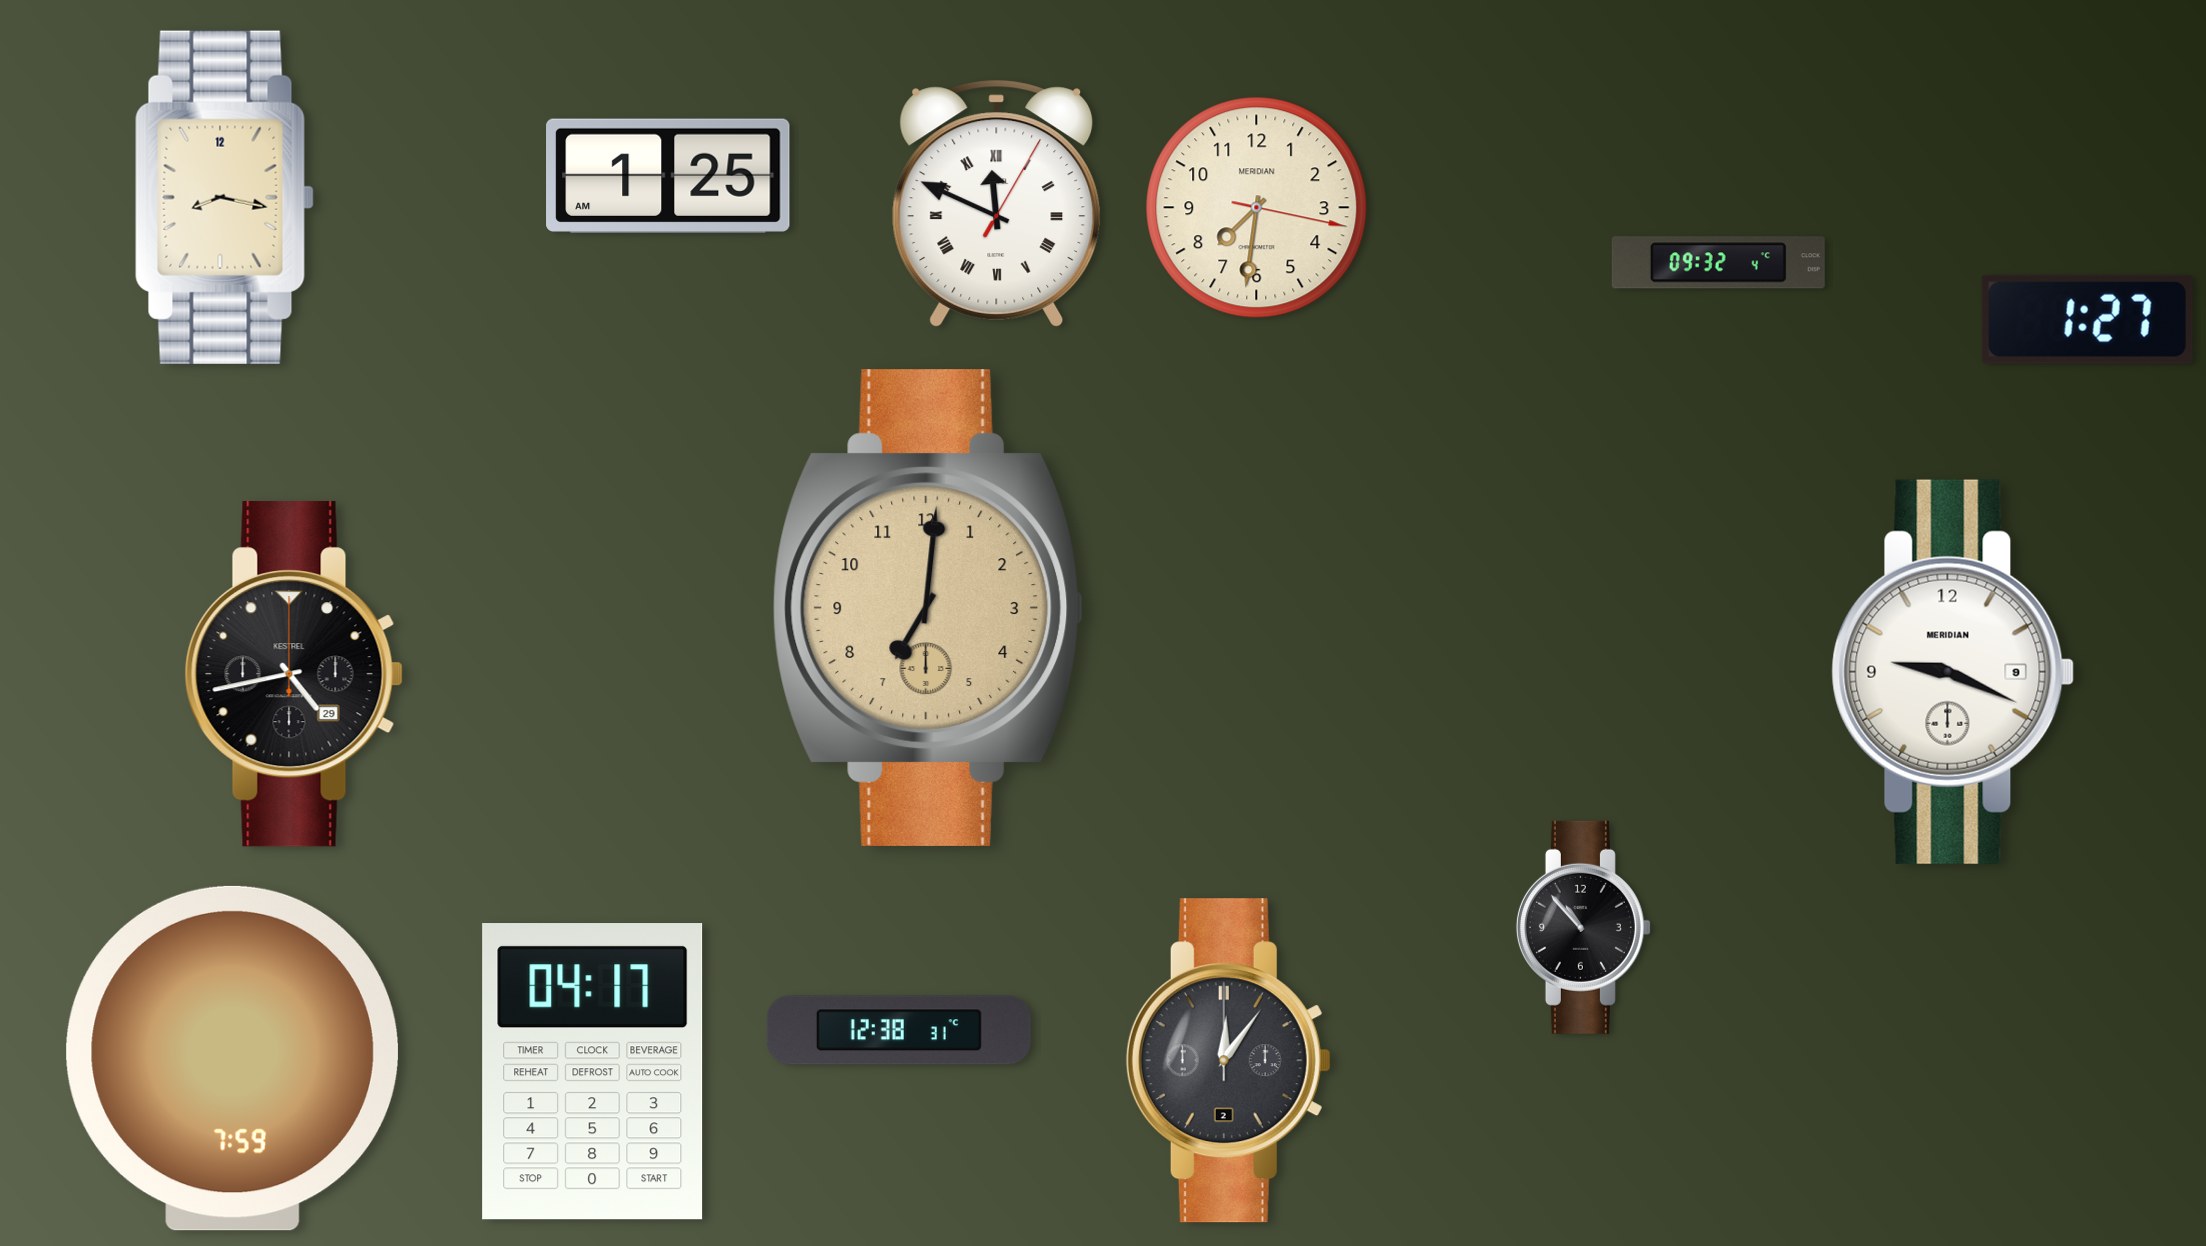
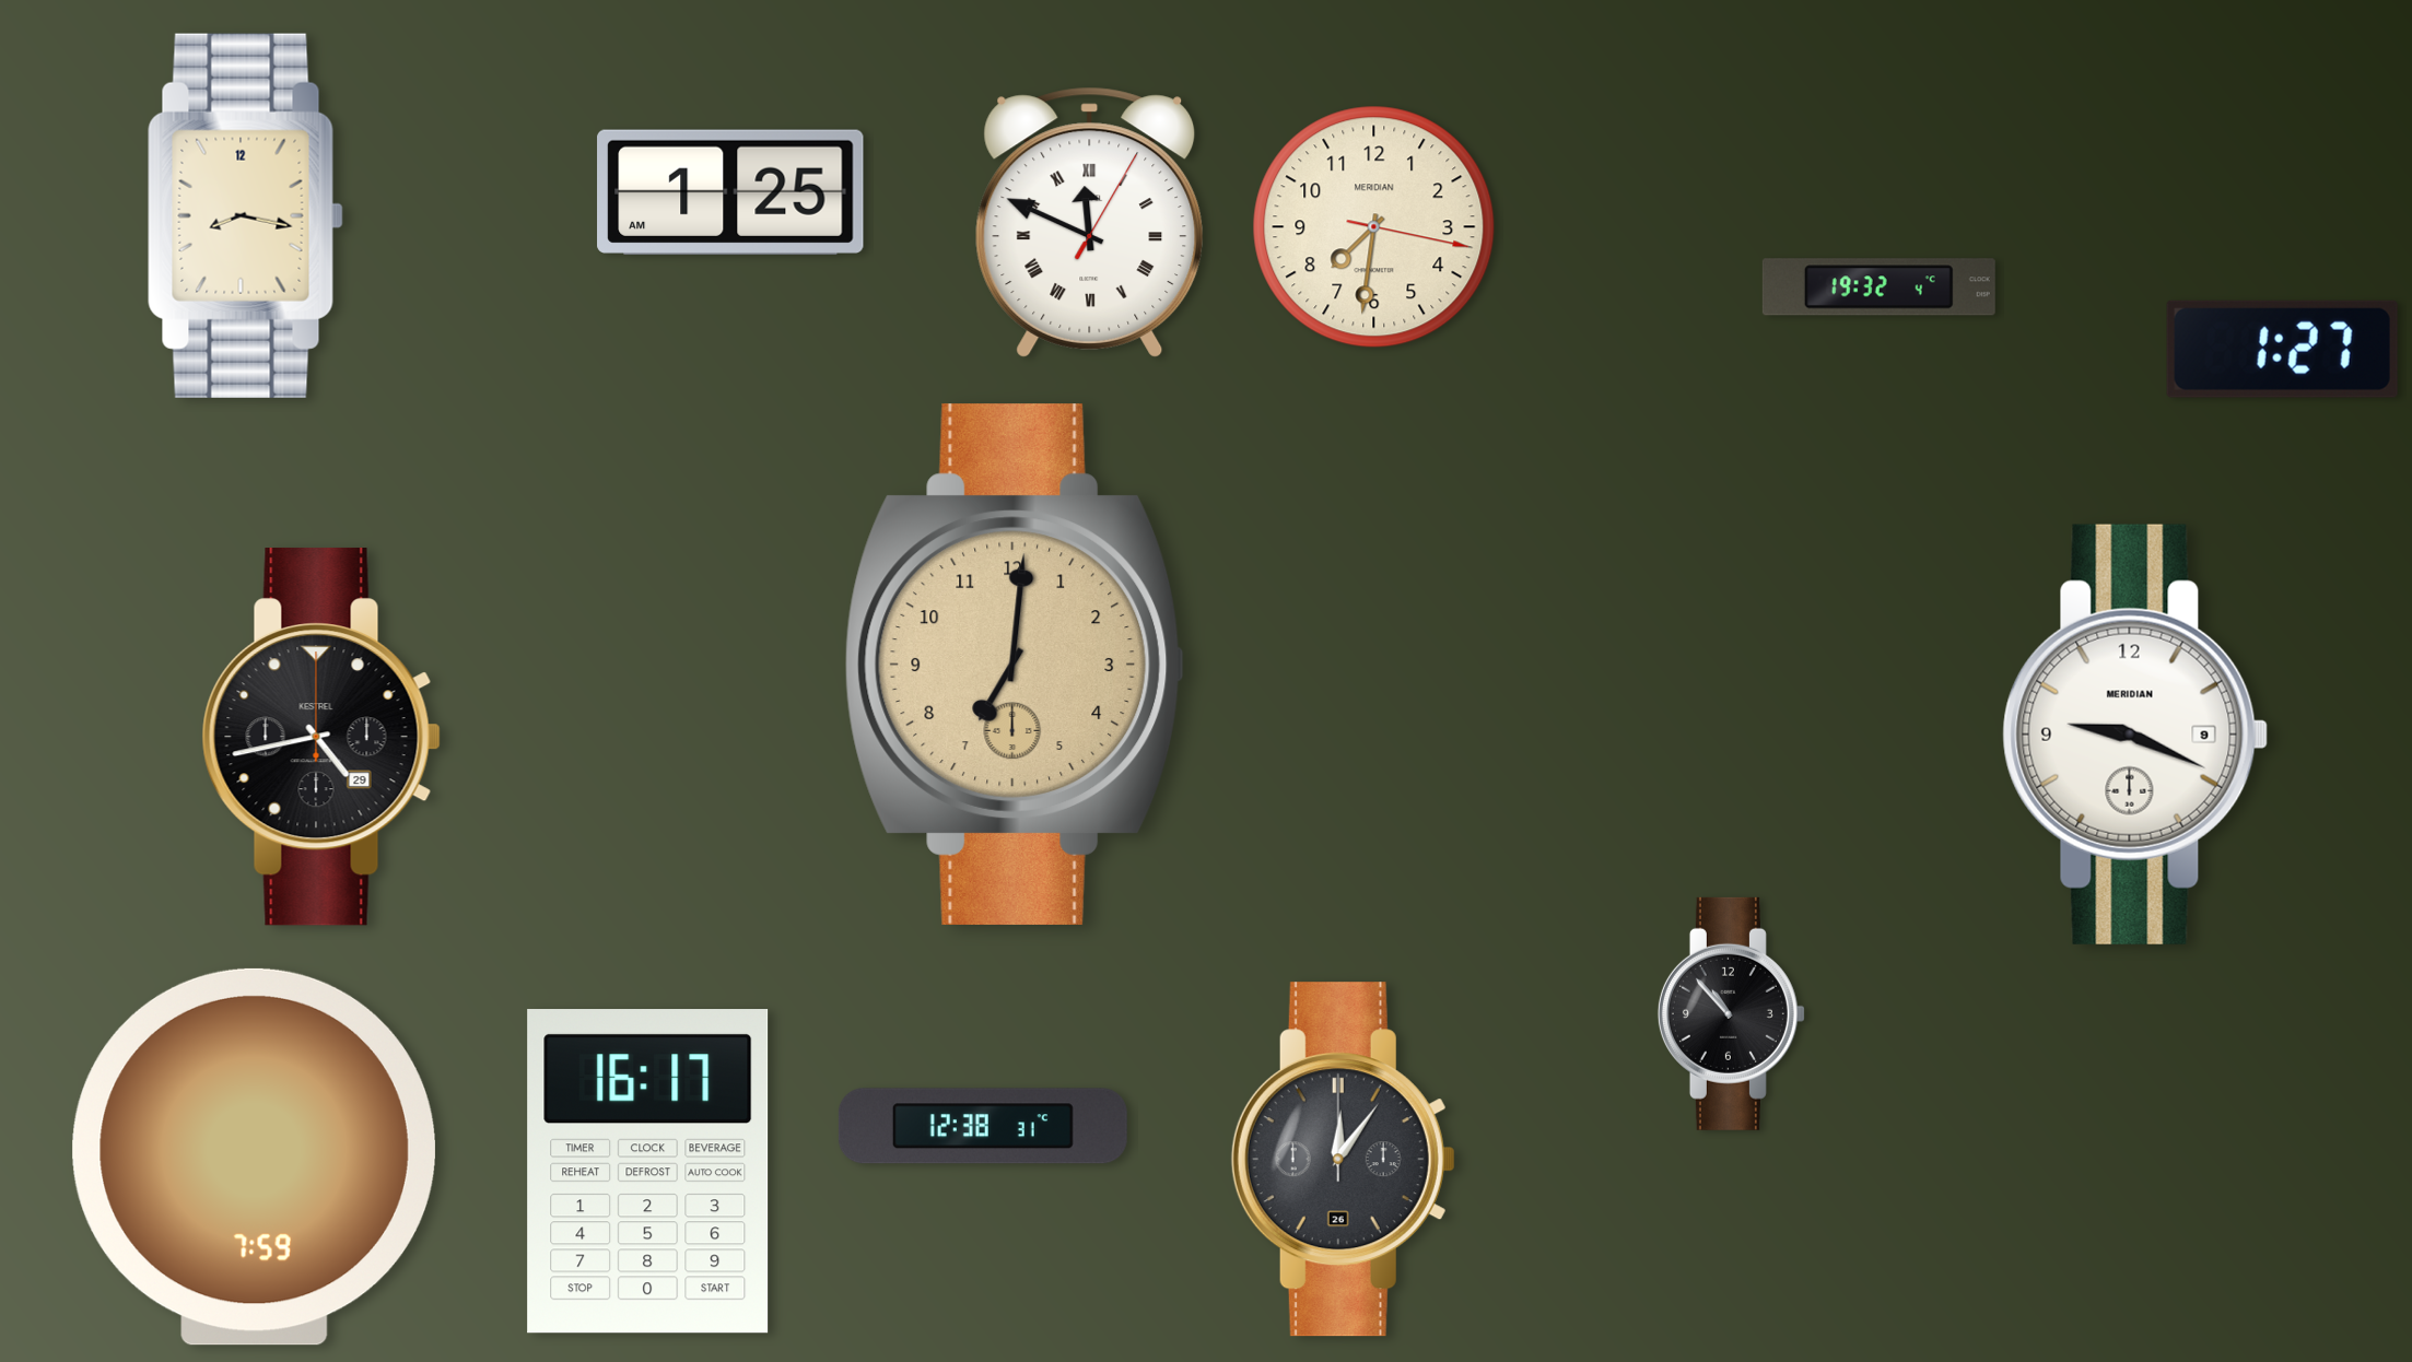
clock at (1718, 263): 09:32 -> 19:32
clock at (1228, 1061) date: 2 -> 26
clock at (593, 1072): 04:17 -> 16:17
